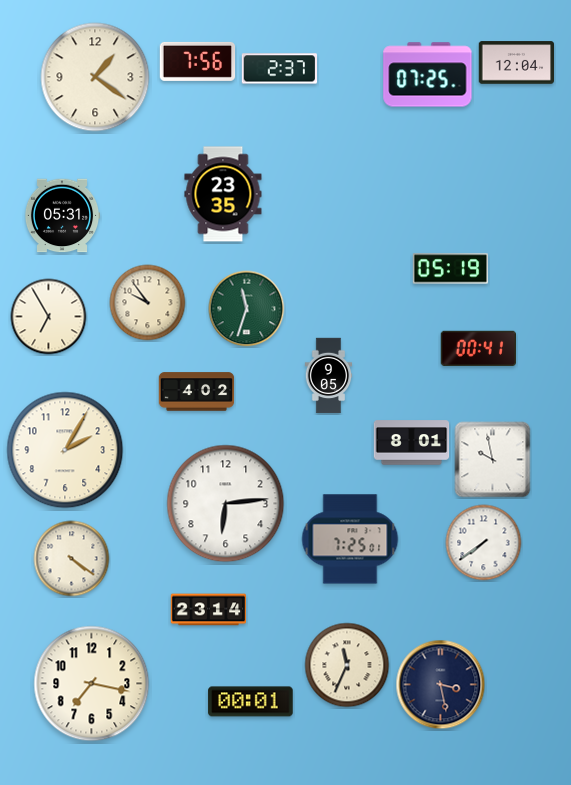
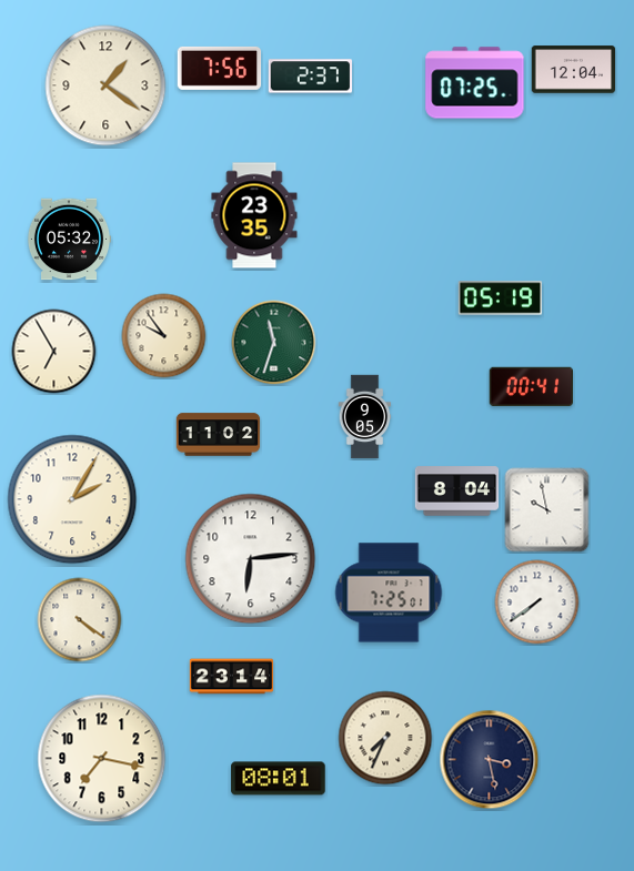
clock at (223, 194) position: (223, 194) -> (254, 215)
clock at (62, 216): 05:31 -> 05:32
clock at (197, 392): 4:02 -> 11:02
clock at (412, 443): 8:01 -> 8:04
clock at (350, 539) position: (350, 539) -> (389, 593)
clock at (347, 665): 11:34 -> 7:34
clock at (251, 702): 00:01 -> 08:01
